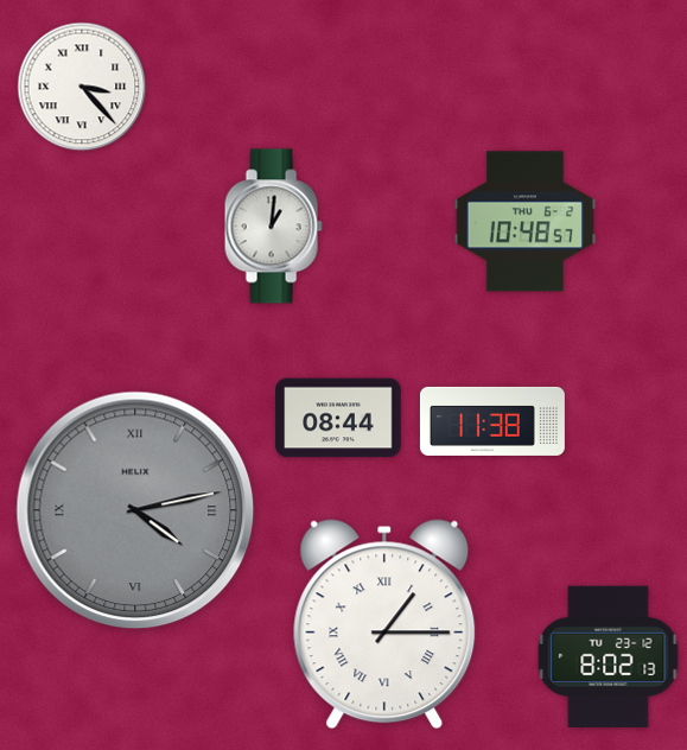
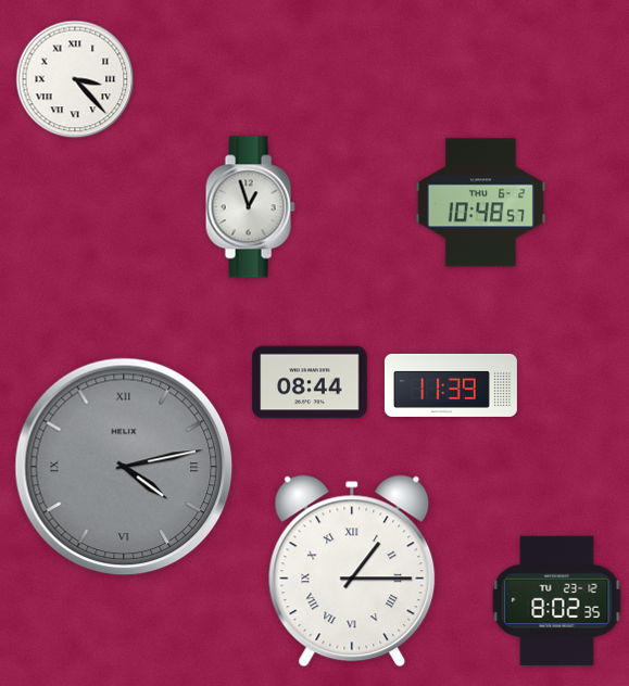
clock at (273, 227): 1:01 -> 12:57
clock at (492, 421): 11:38 -> 11:39
clock at (609, 656): 8:02:13 -> 8:02:35
